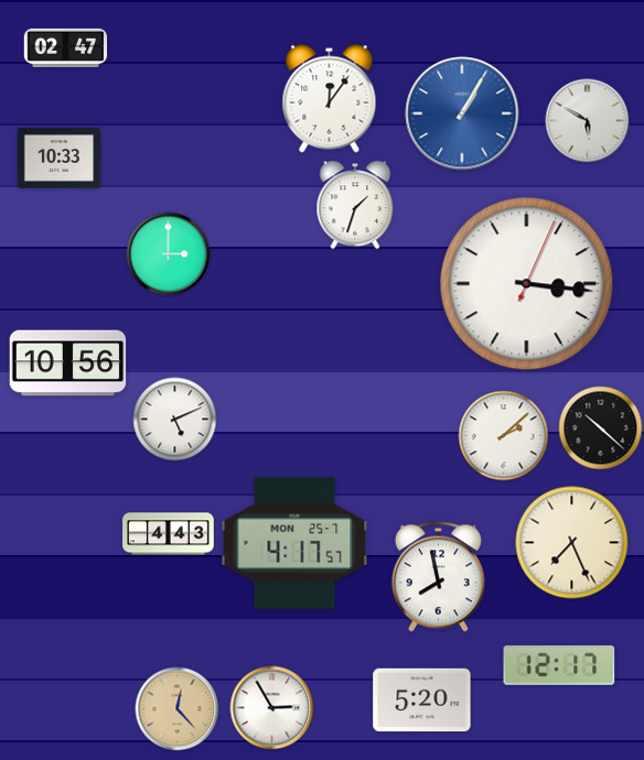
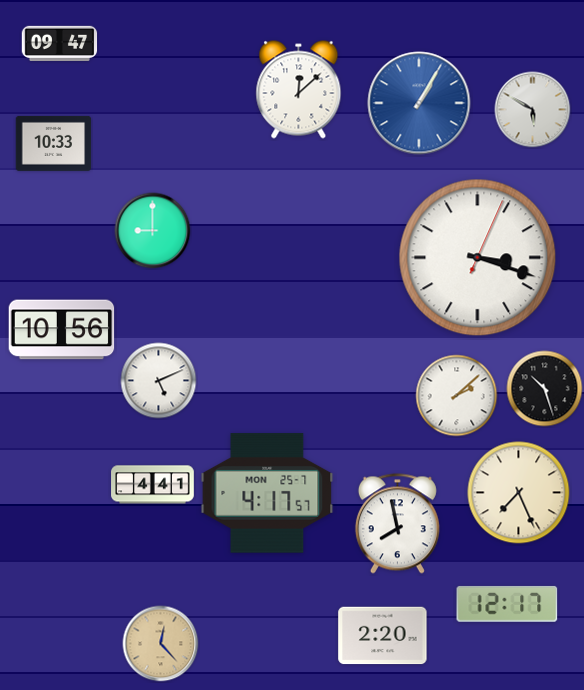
clock at (66, 47): 02:47 -> 09:47
clock at (330, 99): 12:06 -> 12:08
clock at (355, 205): 1:33 -> none
clock at (169, 254): 3:00 -> 9:00
clock at (527, 284): 3:16 -> 3:18
clock at (601, 428): 10:22 -> 10:27
clock at (169, 534): 4:43 -> 4:41
clock at (422, 701): 5:20 -> 2:20
clock at (272, 708): 2:55 -> none
